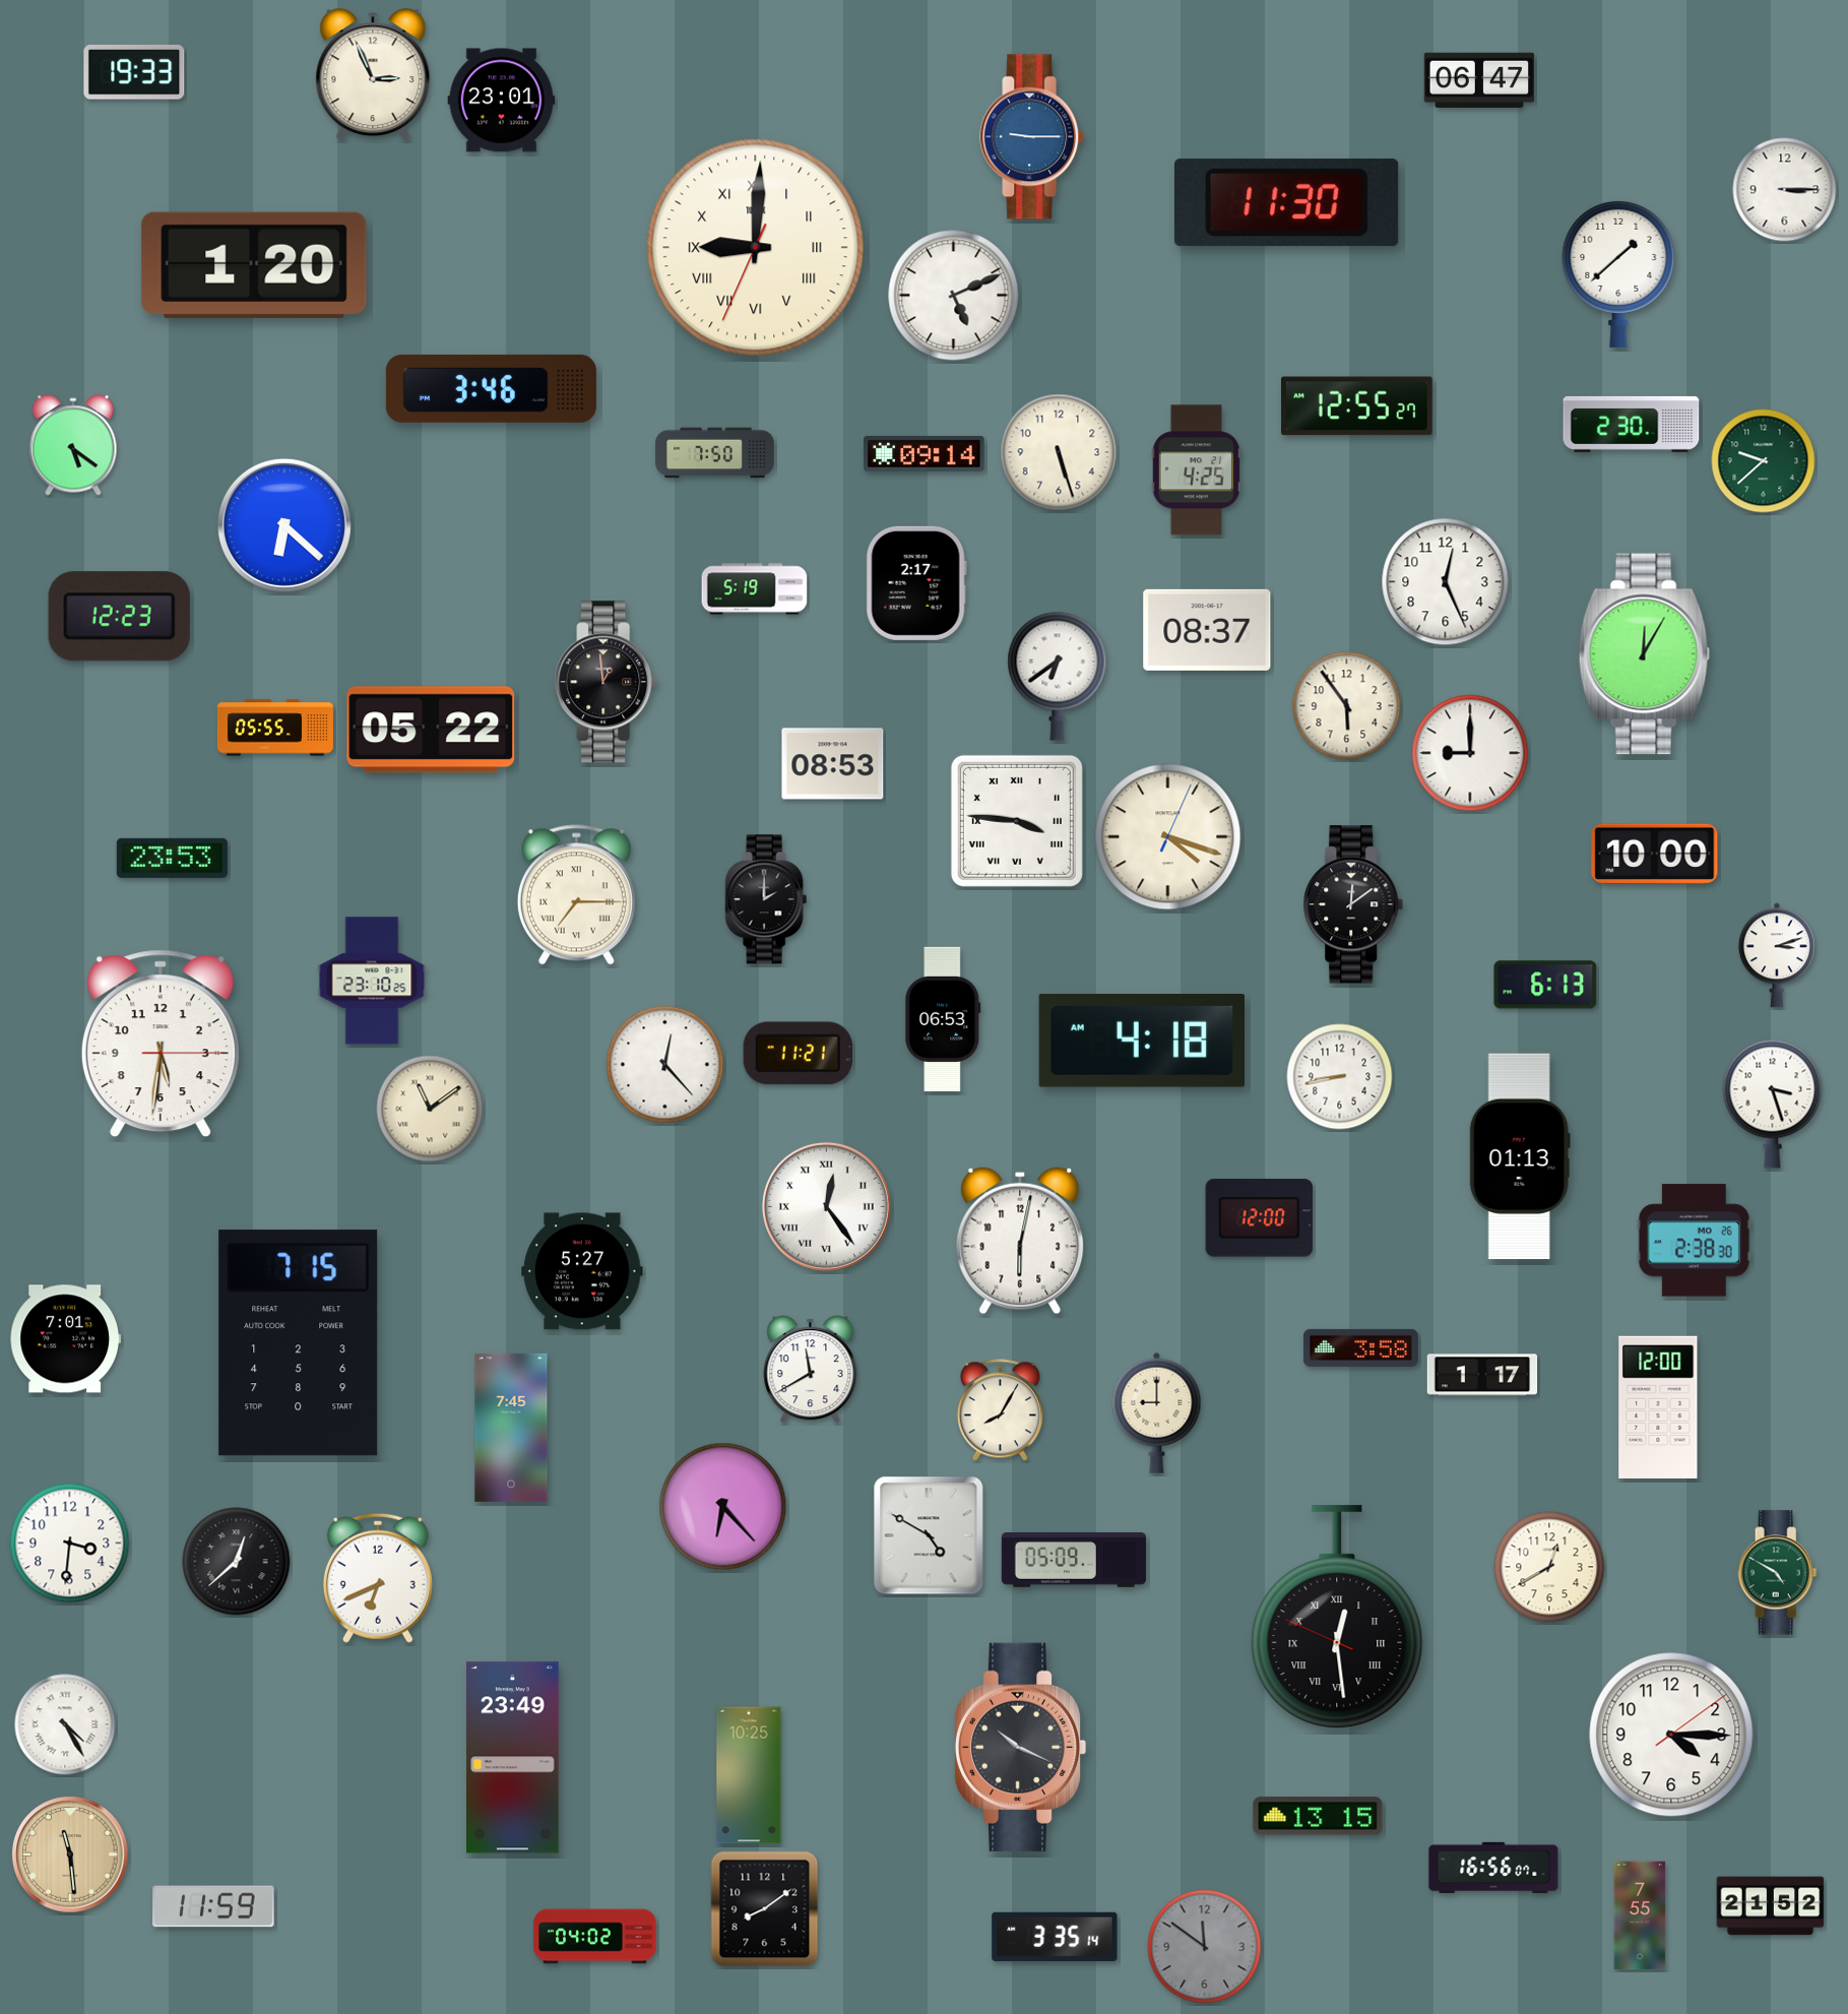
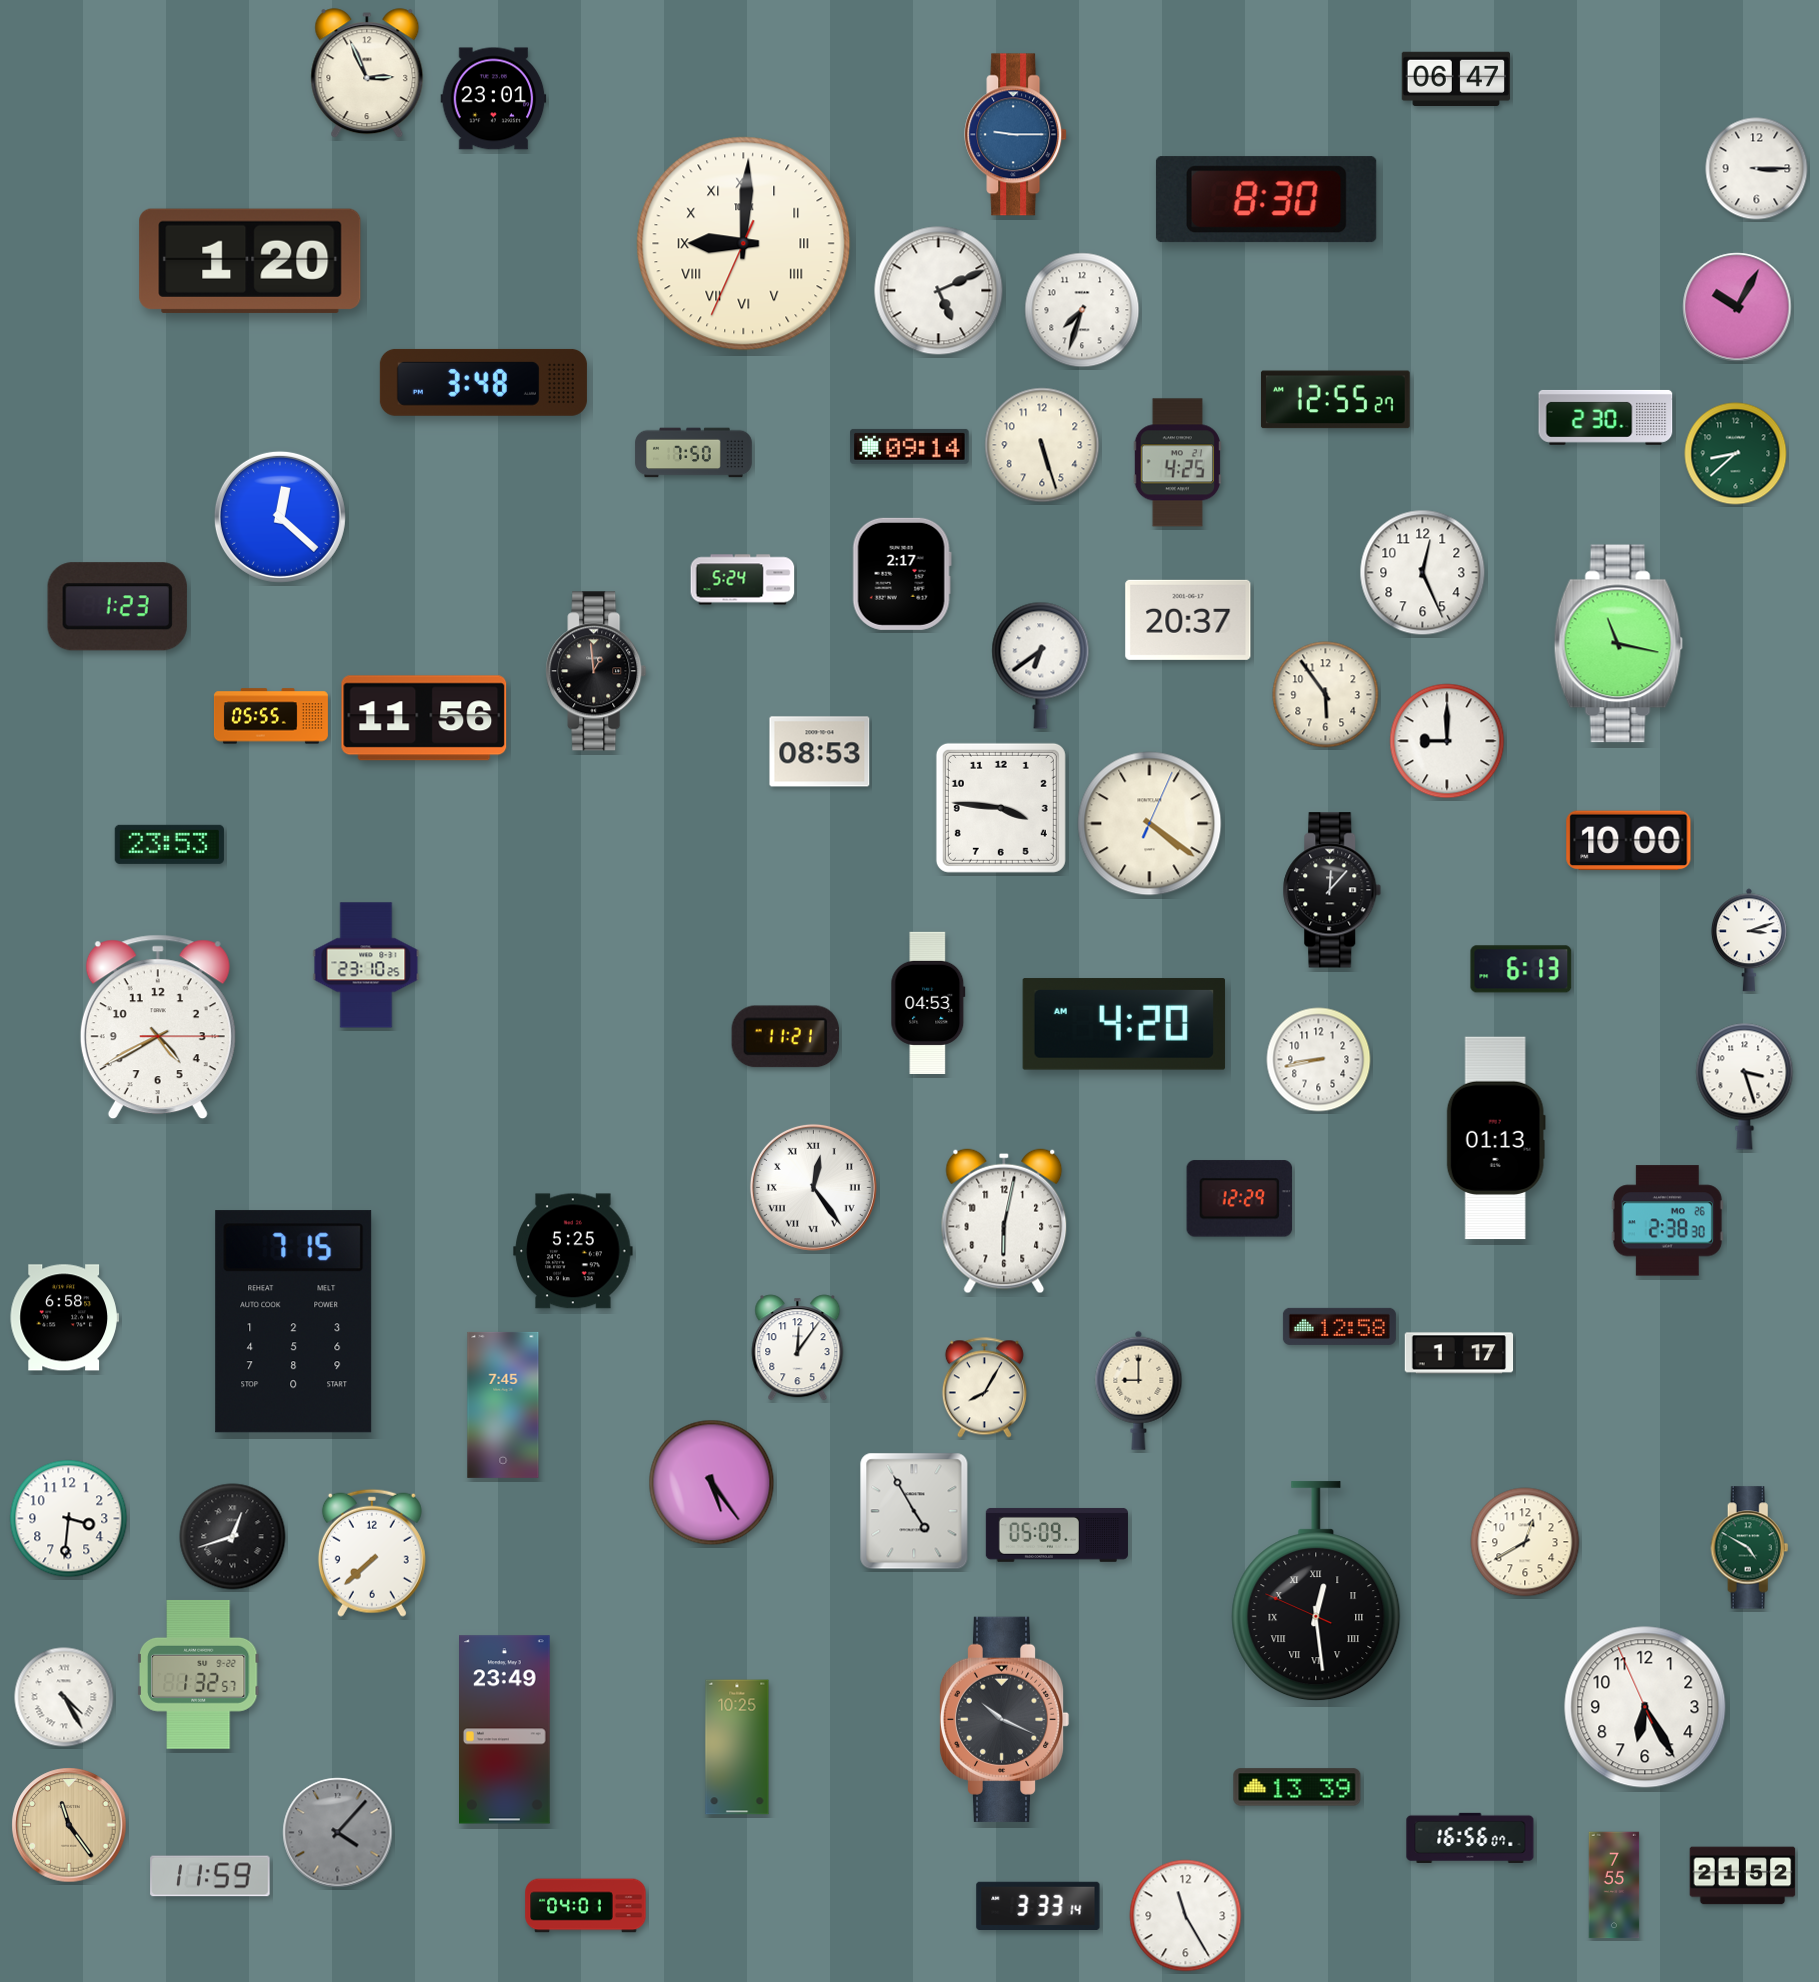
clock at (134, 72): 19:33 -> none
clock at (1785, 190) position: (1785, 190) -> (1757, 169)
clock at (1286, 203): 11:30 -> 8:30
clock at (1618, 273): 1:38 -> none
clock at (1737, 307): none -> 10:05
clock at (1082, 310): none -> 7:33
clock at (491, 388): 3:46 -> 3:48
clock at (73, 445): 5:21 -> none
clock at (715, 453) position: (715, 453) -> (694, 453)
clock at (1764, 461): 9:38 -> 8:38
clock at (284, 525): 6:22 -> 12:22
clock at (755, 589): 5:19 -> 5:24
clock at (119, 617): 12:23 -> 1:23
clock at (1207, 630): 08:37 -> 20:37
clock at (1644, 654): 12:05 -> 11:17
clock at (431, 730): 05:22 -> 11:56
clock at (1017, 821) numerals: Roman -> Arabic
clock at (1168, 837): 4:18 -> 4:21
clock at (576, 895): 7:15 -> none
clock at (766, 899): 2:00 -> none
clock at (1353, 904): 12:09 -> 12:07
clock at (943, 1019): 06:53 -> 04:53
clock at (1142, 1041): 4:18 -> 4:20
clock at (161, 1044): 5:31 -> 4:40
clock at (665, 1065): 12:23 -> none
clock at (430, 1109): 11:09 -> none
clock at (1260, 1218): 12:00 -> 12:29
clock at (582, 1271): 5:27 -> 5:25
clock at (65, 1339): 7:01 -> 6:58
clock at (1360, 1347): 3:58 -> 12:58
clock at (811, 1370): 11:40 -> 12:06
clock at (1658, 1407): 12:00 -> none
clock at (723, 1507): 6:23 -> 5:24
clock at (929, 1535): 4:50 -> 4:55
clock at (237, 1562): 12:38 -> 12:42
clock at (378, 1578): 6:41 -> 7:38
clock at (198, 1674): none -> 1:32
clock at (1671, 1735): 4:15 -> 6:24
clock at (1318, 1816): 13:15 -> 13:39
clock at (70, 1854): 11:29 -> 11:24
clock at (338, 1833): none -> 4:07
clock at (765, 1909): 8:09 -> none
clock at (1055, 1936): 3:35 -> 3:33
clock at (595, 1937): 04:02 -> 04:01
clock at (1205, 1947): 11:51 -> 11:25
clock at (1205, 1947) dial: grey -> white
